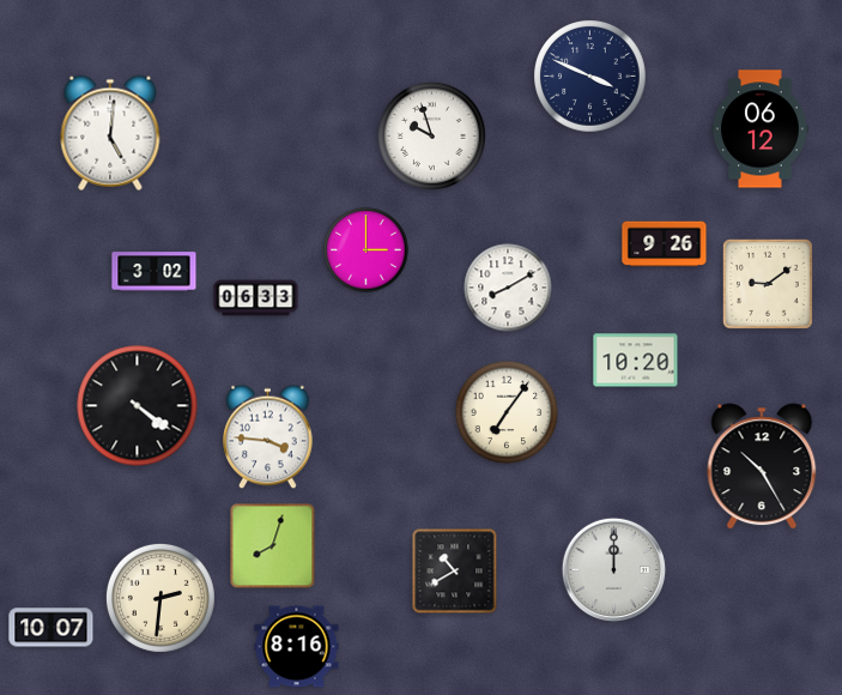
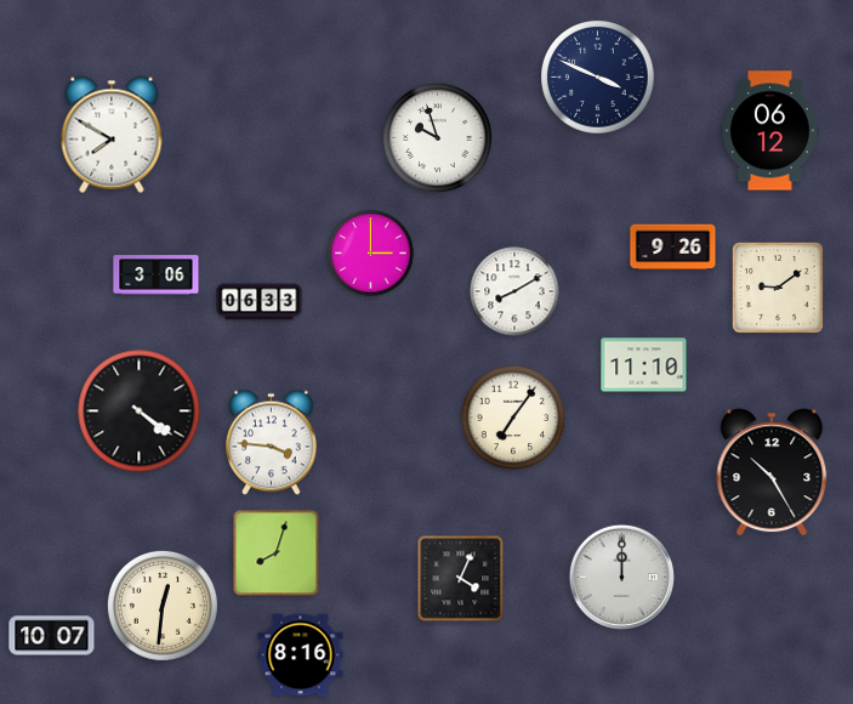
clock at (110, 133): 5:01 -> 7:50
clock at (155, 272): 3:02 -> 3:06
clock at (636, 361): 10:20 -> 11:10
clock at (455, 572): 10:40 -> 4:04
clock at (160, 598): 2:31 -> 12:31
